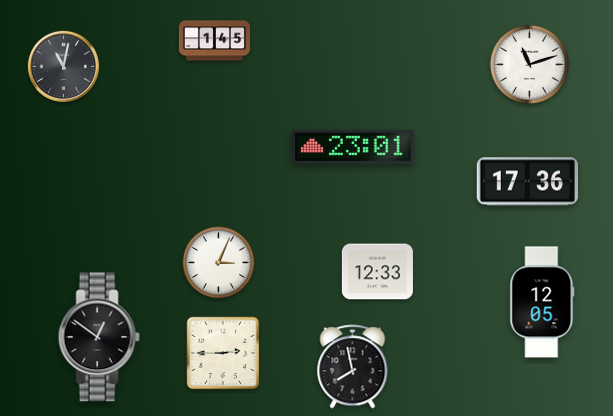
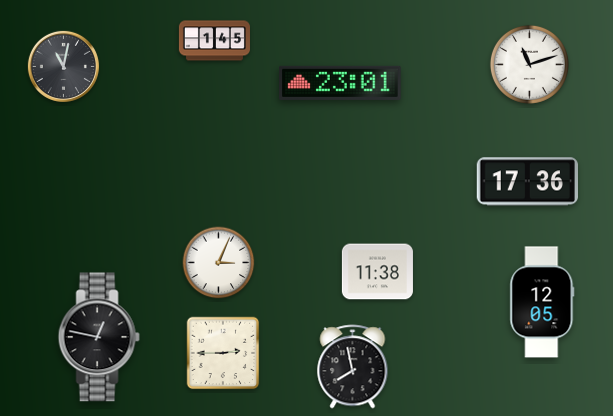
clock at (353, 147) position: (353, 147) -> (340, 83)
clock at (377, 272): 12:33 -> 11:38
clock at (99, 337): 12:51 -> 12:47
